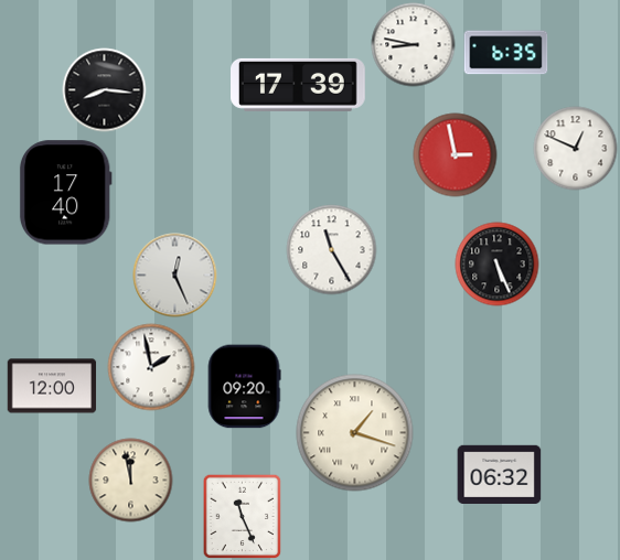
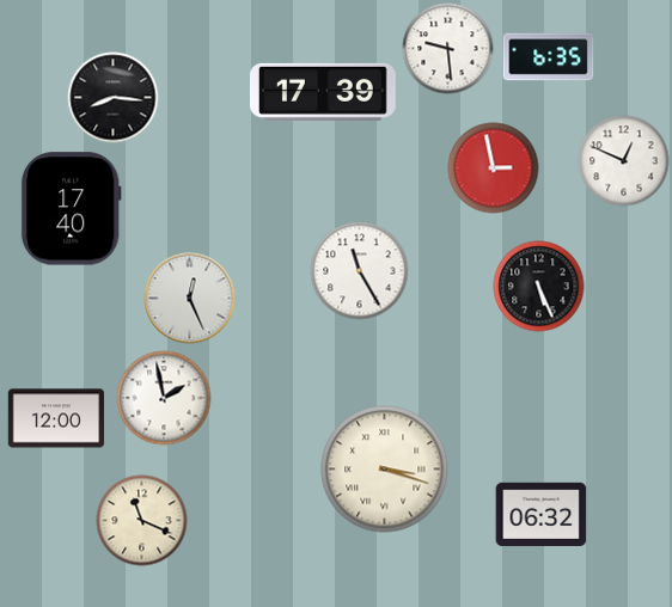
clock at (414, 45): 8:47 -> 9:29
clock at (244, 387): 09:20 -> none
clock at (355, 433): 1:18 -> 3:18
clock at (131, 481): 11:58 -> 11:19
clock at (243, 516): 11:26 -> none
